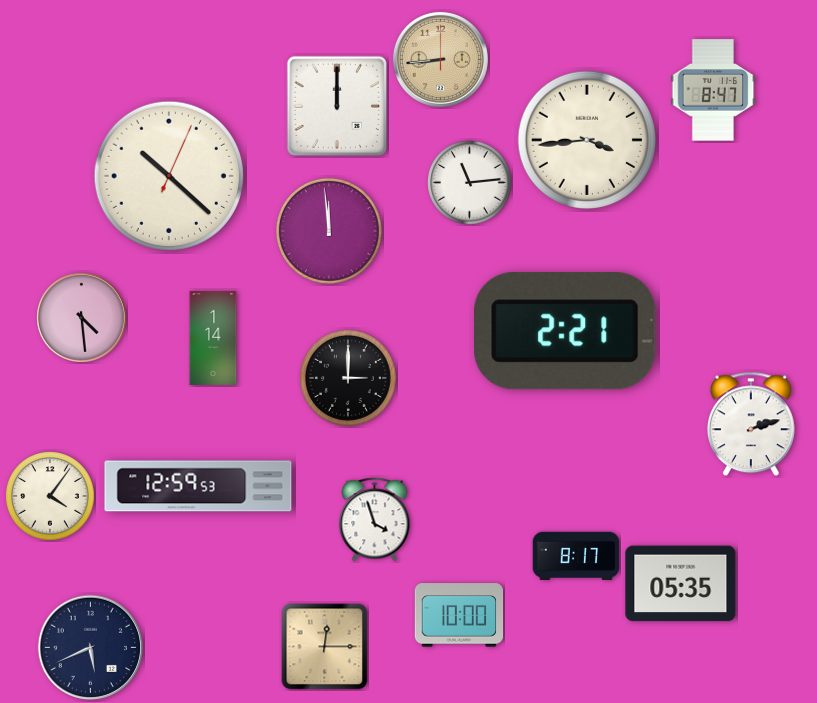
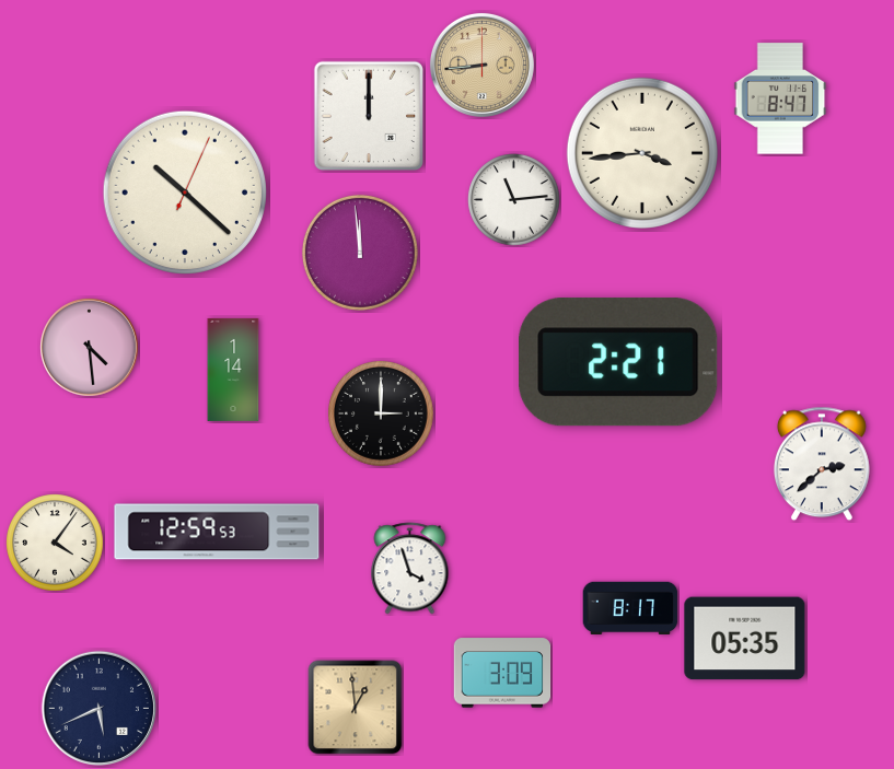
clock at (751, 424): 2:12 -> 2:38
clock at (459, 615): 10:00 -> 3:09
clock at (325, 647): 12:15 -> 12:59
